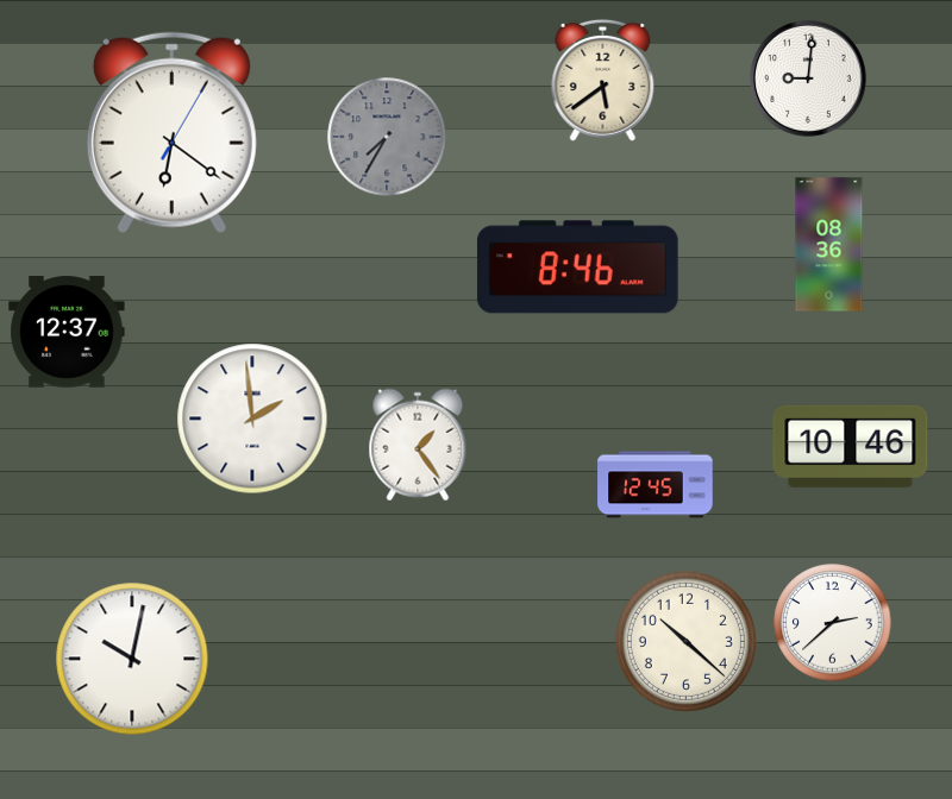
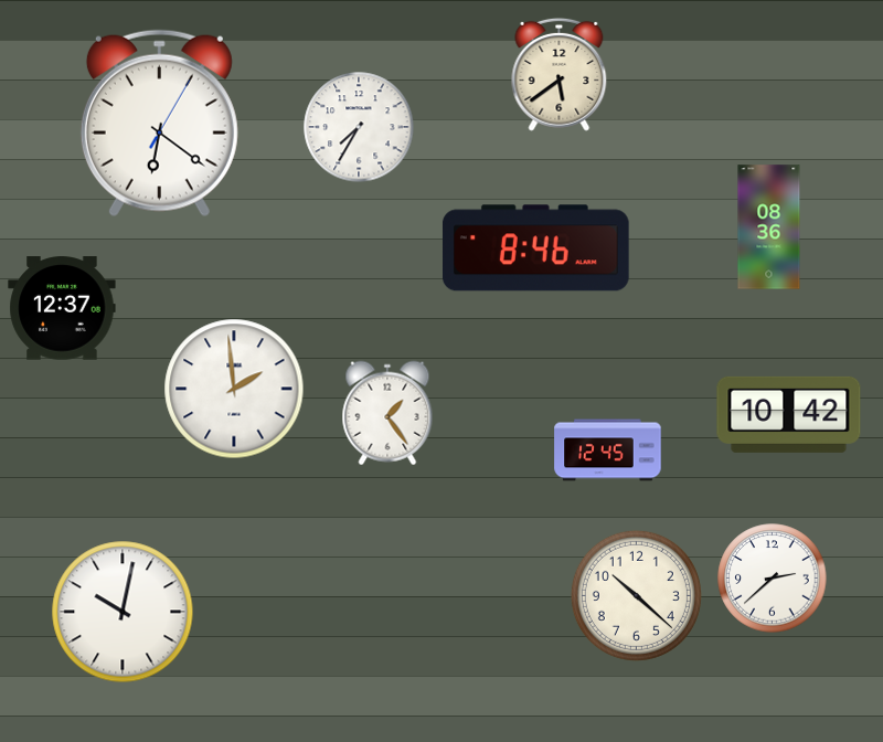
clock at (809, 80): 9:01 -> none
clock at (387, 137) dial: grey -> white
clock at (851, 446): 10:46 -> 10:42
